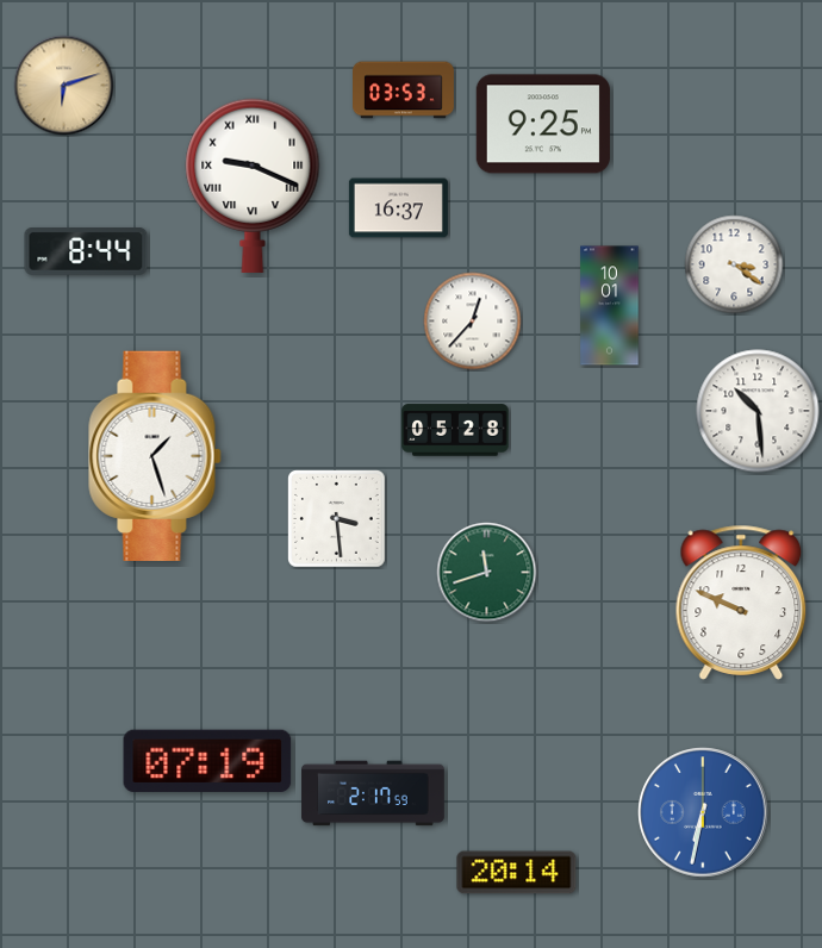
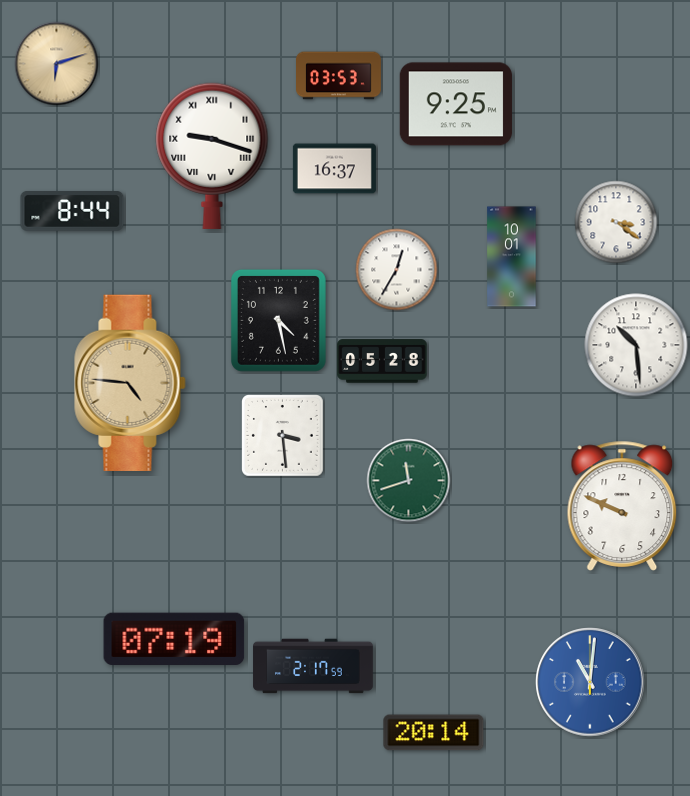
clock at (64, 86) position: (64, 86) -> (57, 64)
clock at (253, 186): 9:19 -> 9:18
clock at (398, 208) position: (398, 208) -> (334, 169)
clock at (473, 322): 12:37 -> 12:35
clock at (278, 320): none -> 4:28
clock at (155, 455): 1:27 -> 4:46
clock at (155, 455) dial: white -> champagne
clock at (703, 812): 6:32 -> 11:01
